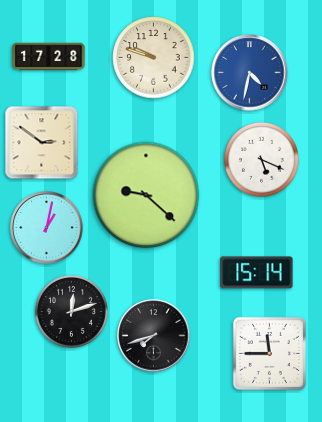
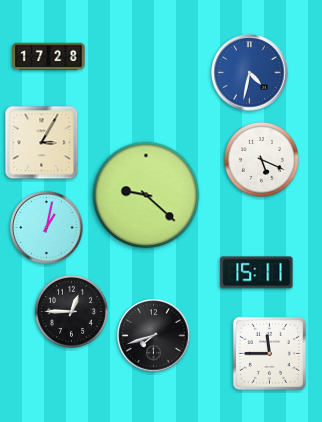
clock at (154, 58): 9:48 -> none
clock at (42, 143): 2:51 -> 3:05
clock at (257, 273): 15:14 -> 15:11
clock at (71, 311): 12:12 -> 12:45
